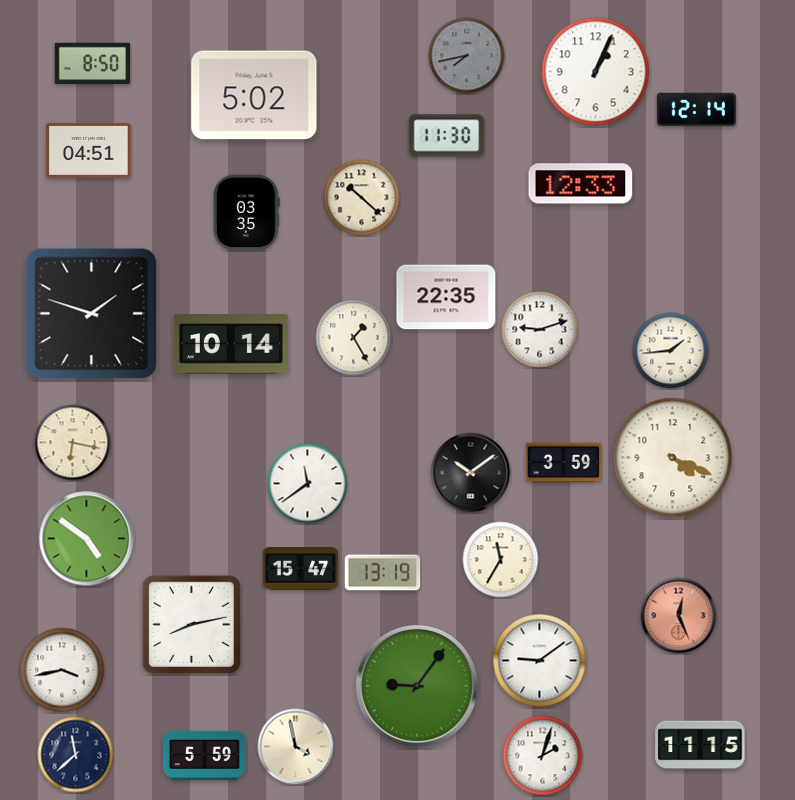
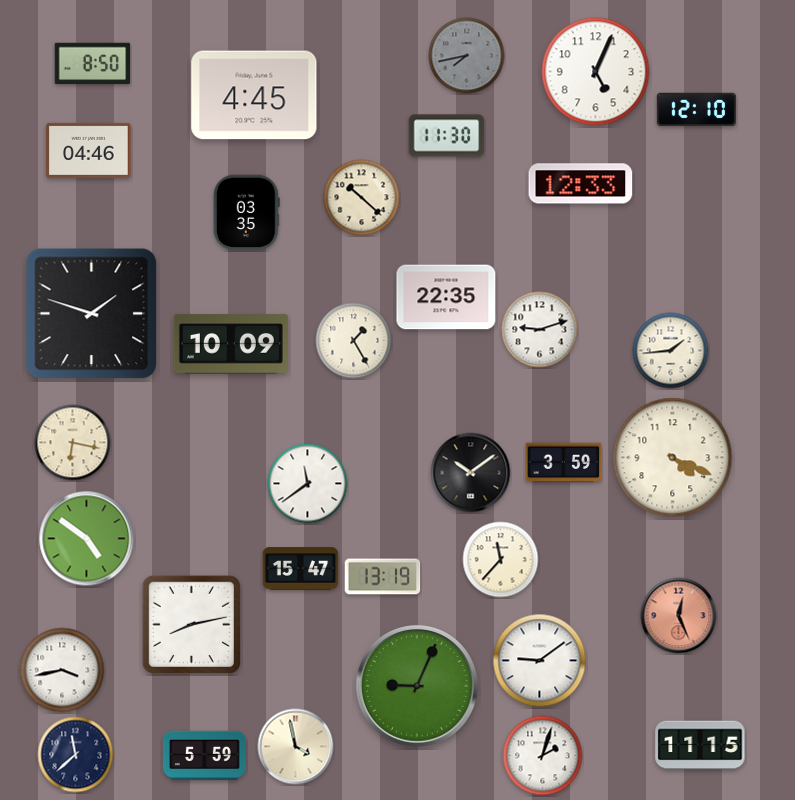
clock at (596, 72): 1:04 -> 5:04
clock at (254, 95): 5:02 -> 4:45
clock at (696, 110): 12:14 -> 12:10
clock at (89, 150): 04:51 -> 04:46
clock at (354, 338) position: (354, 338) -> (354, 341)
clock at (231, 344): 10:14 -> 10:09
clock at (501, 560): 11:35 -> 11:37
clock at (383, 573) position: (383, 573) -> (383, 577)
clock at (417, 686): 9:06 -> 9:04
